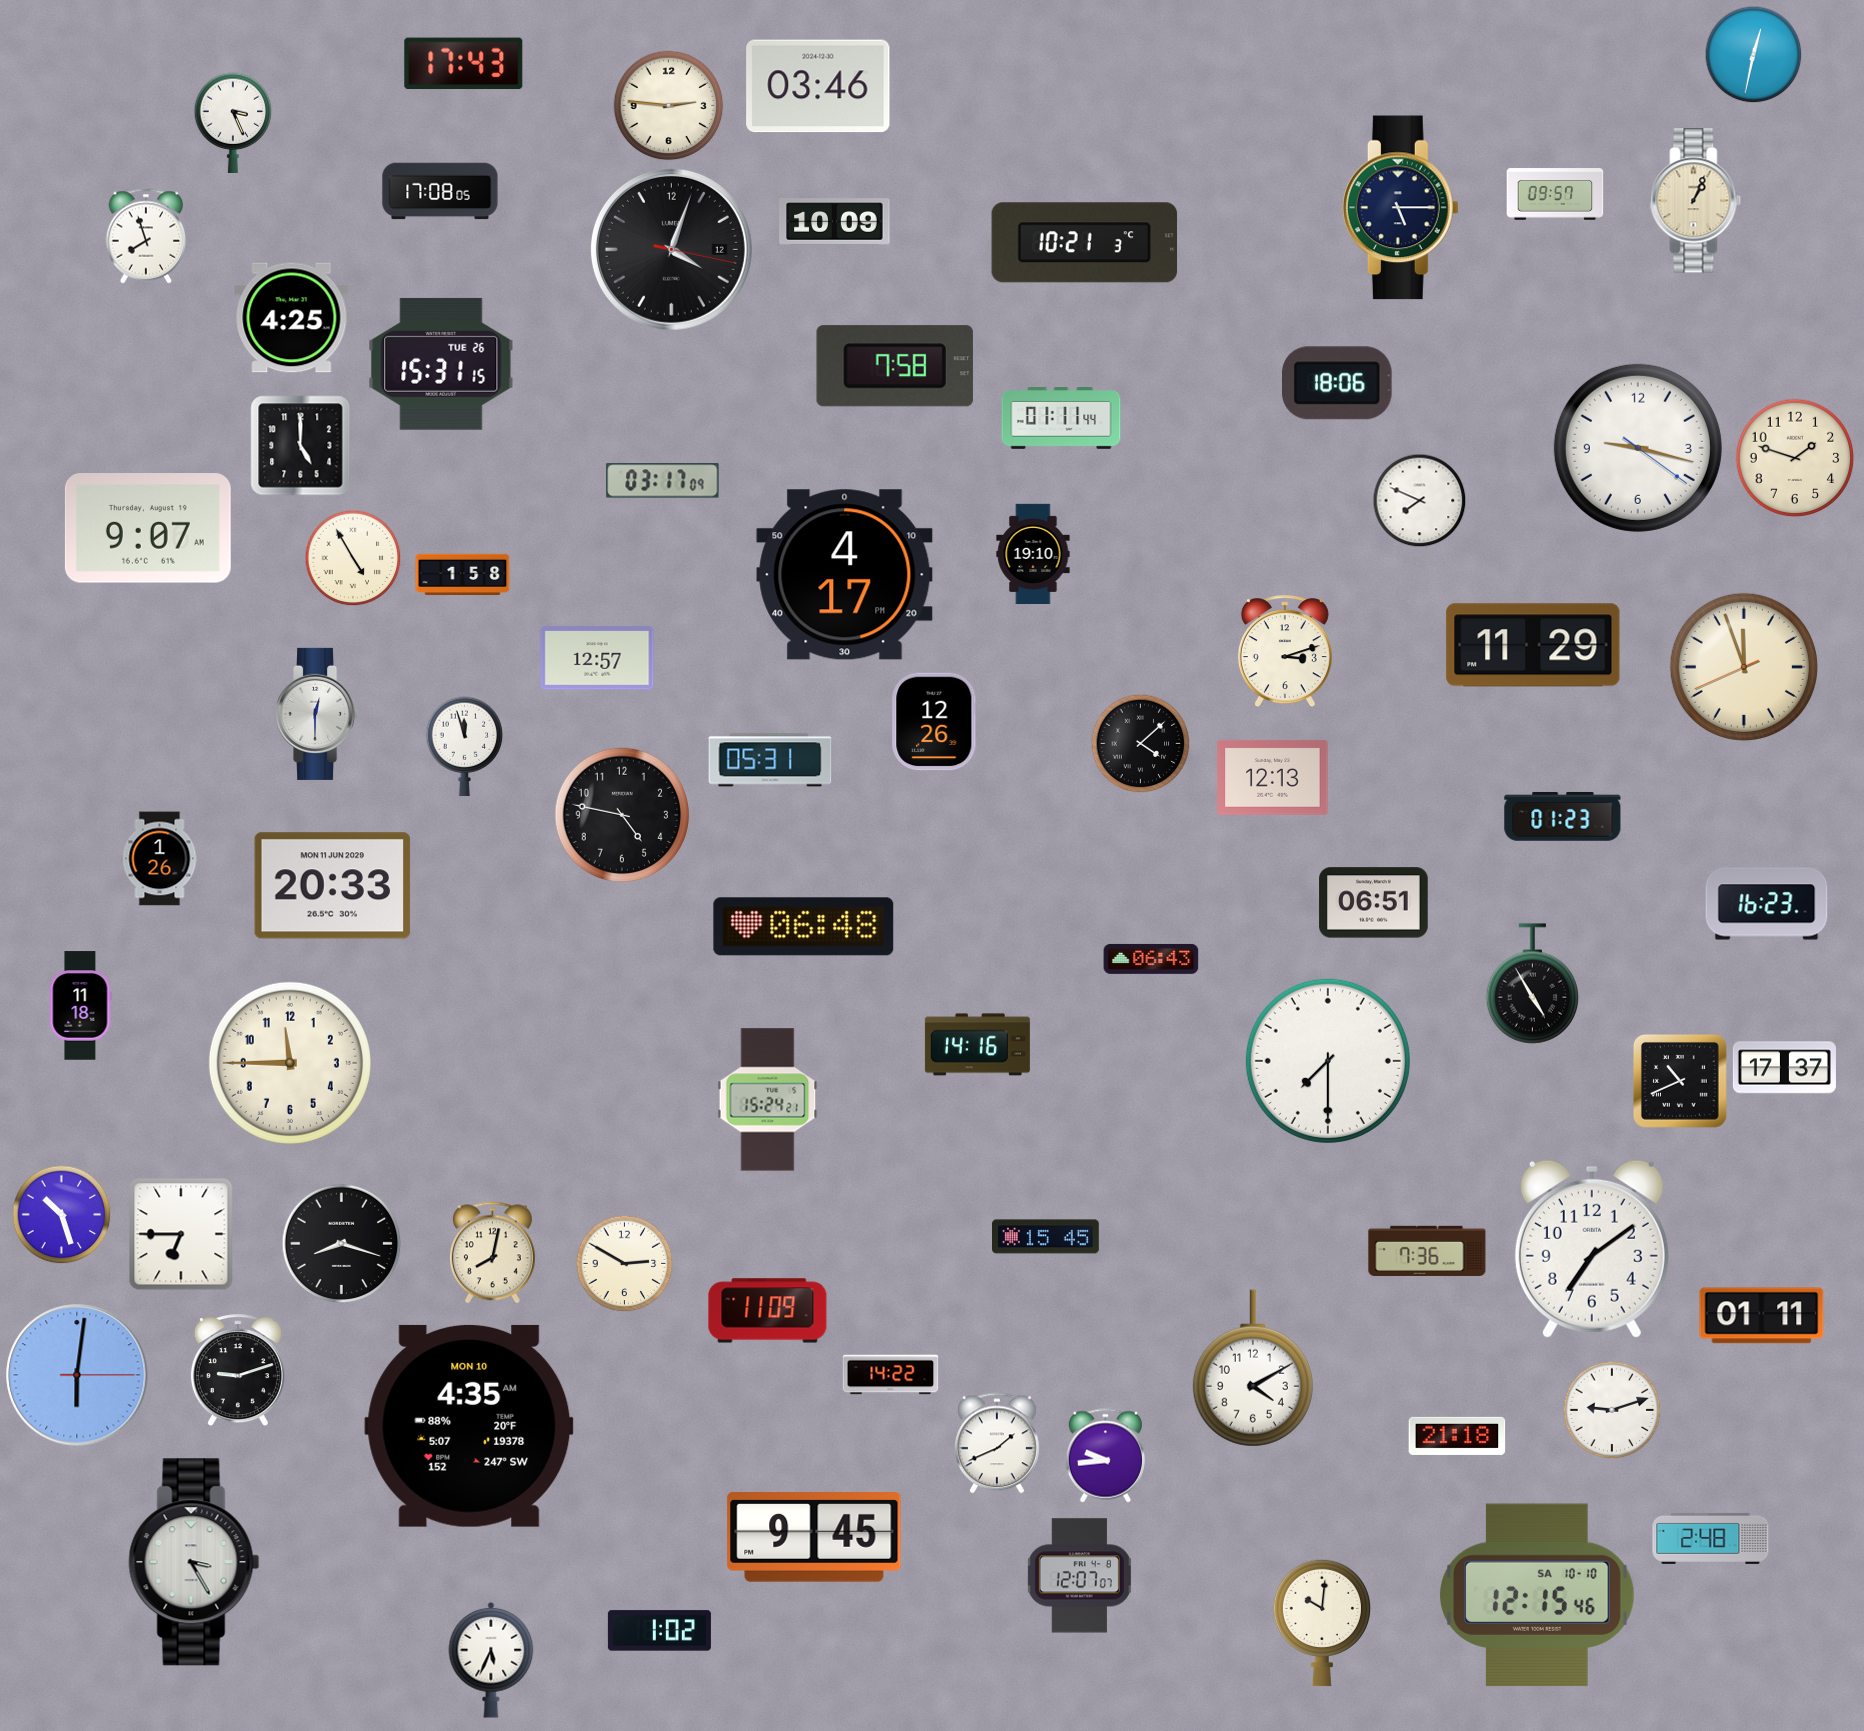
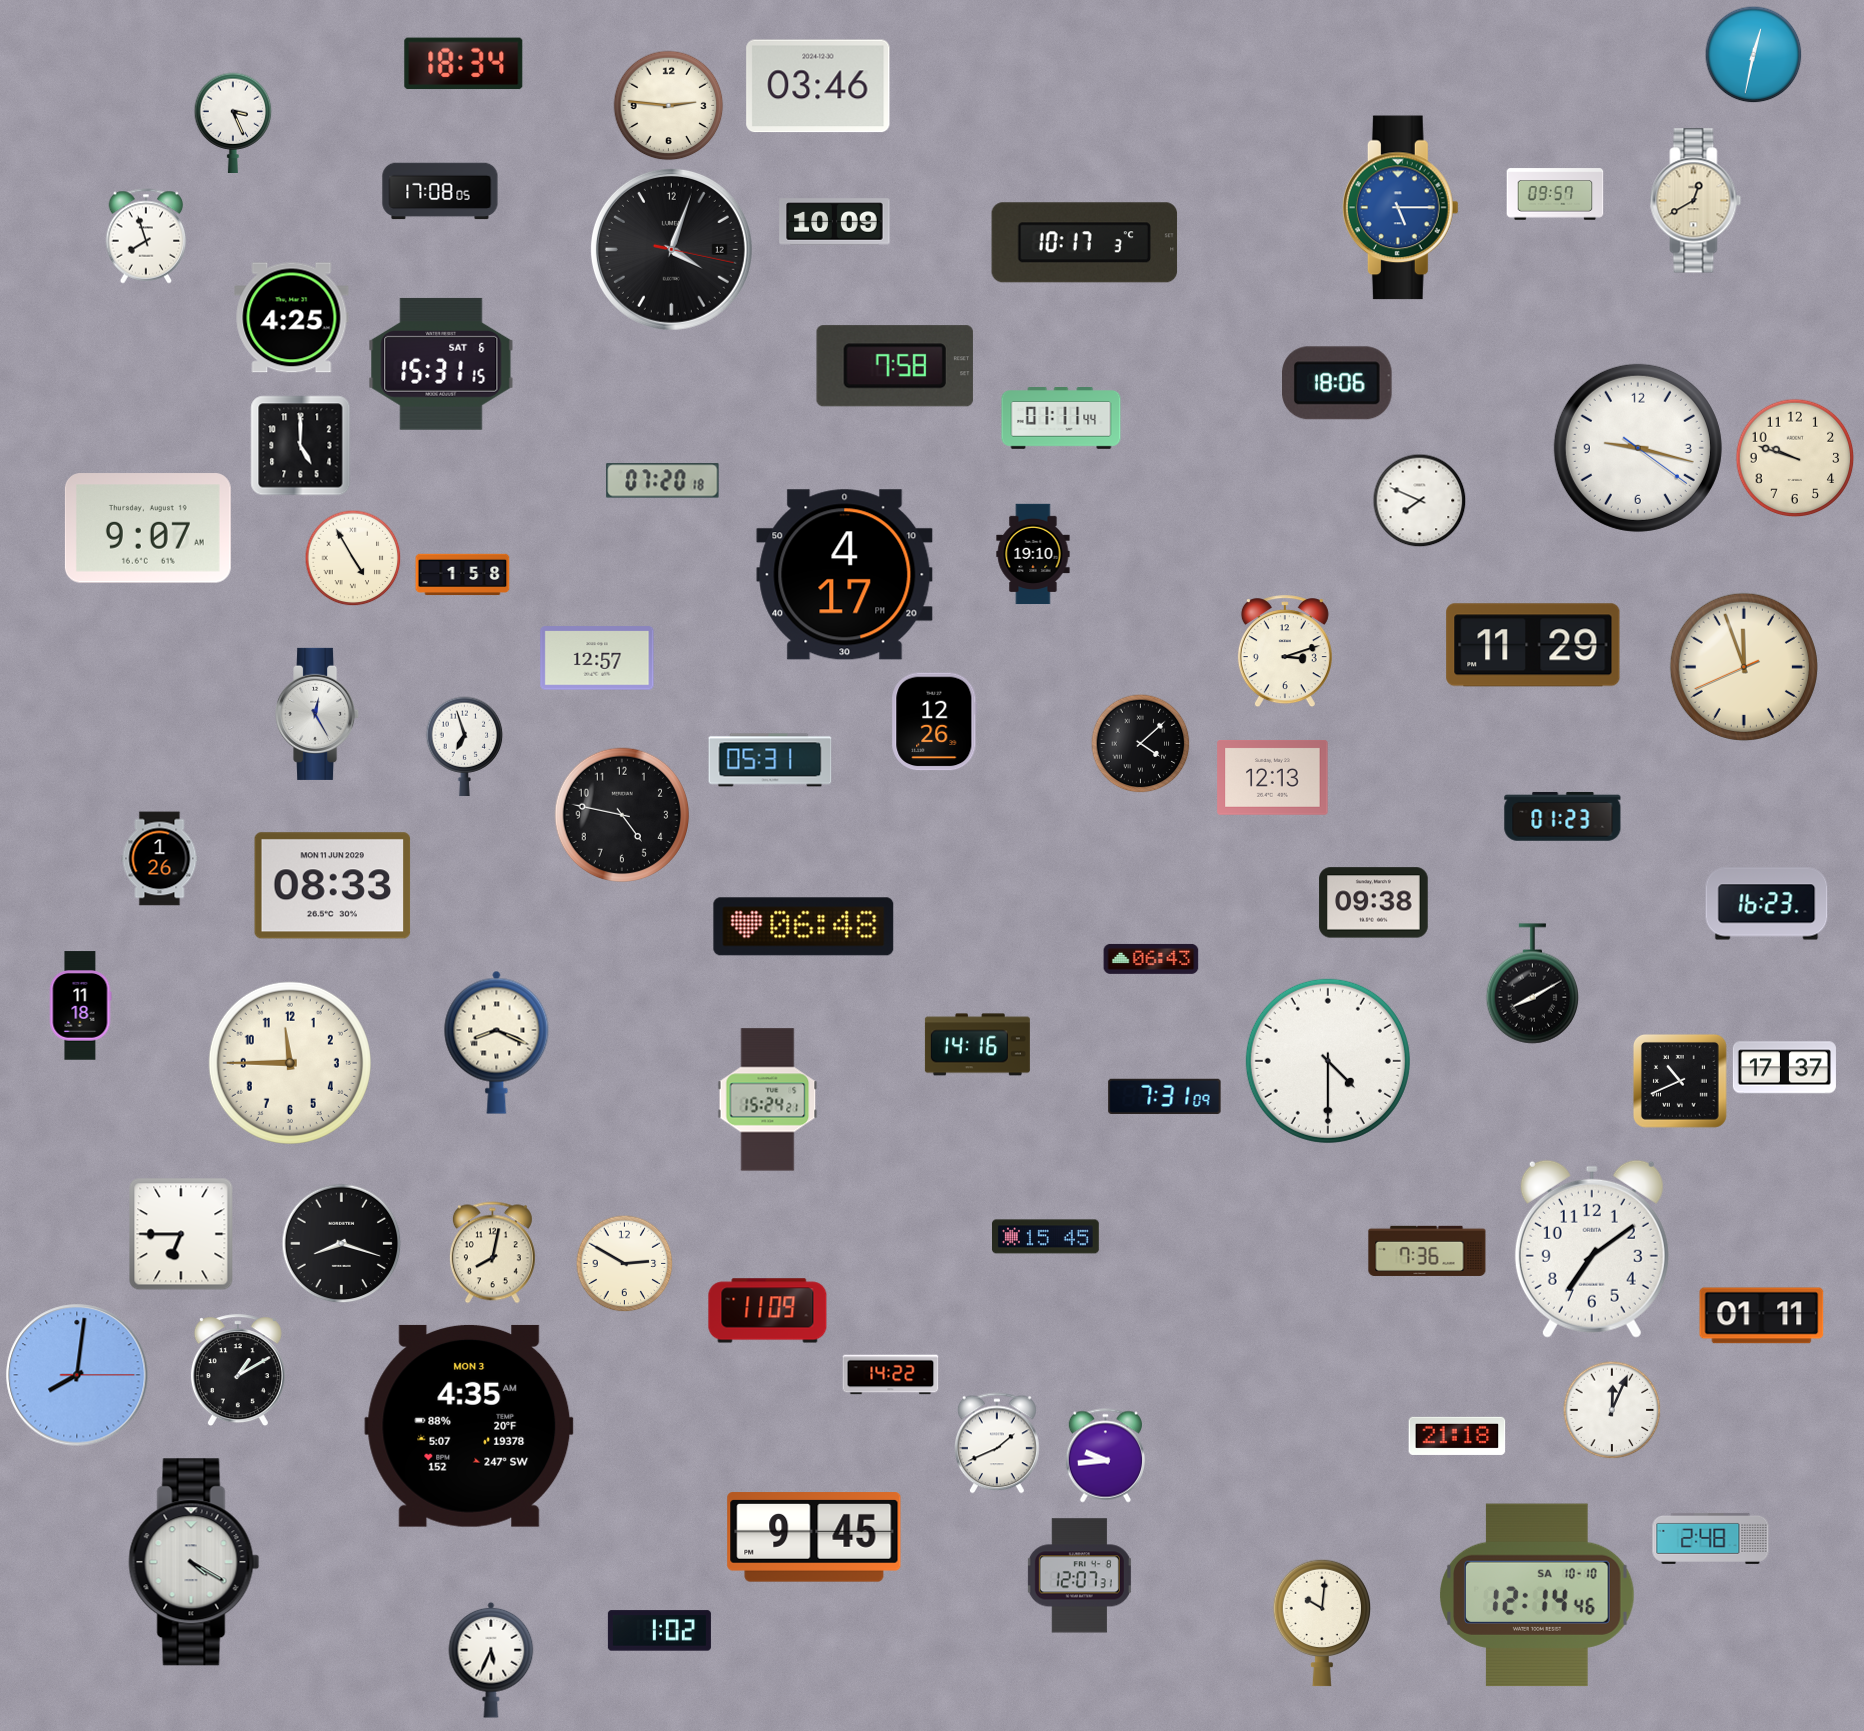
clock at (464, 64): 17:43 -> 18:34
clock at (1696, 201): 1:04 -> 12:40
clock at (1400, 208) dial: navy -> blue
clock at (1085, 243): 10:21 -> 10:17
clock at (441, 364) date: TUE 26 -> SAT 6
clock at (1795, 458): 1:48 -> 9:48
clock at (663, 481): 03:17 -> 07:20
clock at (318, 714): 12:30 -> 12:25
clock at (465, 747): 11:57 -> 6:57
clock at (333, 886): 20:33 -> 08:33
clock at (1374, 903): 06:51 -> 09:38
clock at (1532, 984): 4:55 -> 8:10
clock at (497, 1042): none -> 8:19
clock at (1328, 1061): 7:30 -> 4:30
clock at (1165, 1096): none -> 7:31
clock at (62, 1215): 10:27 -> none
clock at (1253, 1368): 4:10 -> none
clock at (238, 1371): 9:12 -> 1:10
clock at (77, 1375): 6:01 -> 8:01
clock at (1612, 1410): 9:12 -> 12:04
clock at (469, 1426) date: MON 10 -> MON 3
clock at (194, 1562): 3:25 -> 4:20
clock at (1079, 1576): 12:07:07 -> 12:07:31
clock at (1537, 1595): 12:15 -> 12:14
